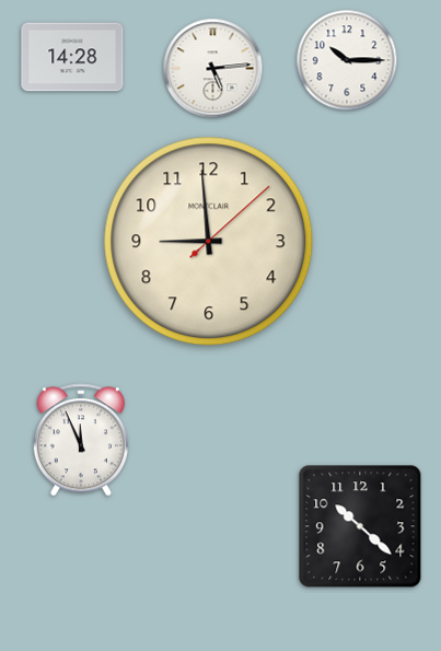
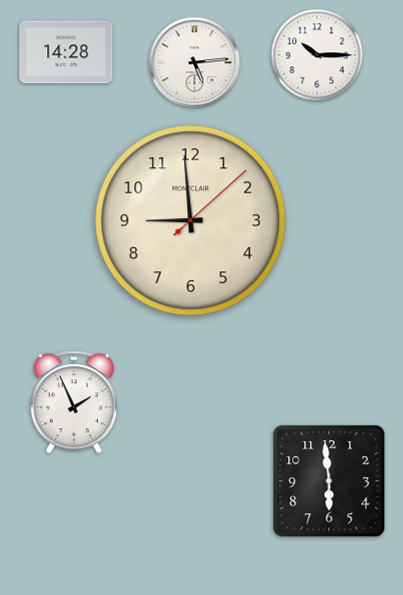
clock at (81, 440): 11:56 -> 1:56
clock at (360, 526): 10:22 -> 5:59
